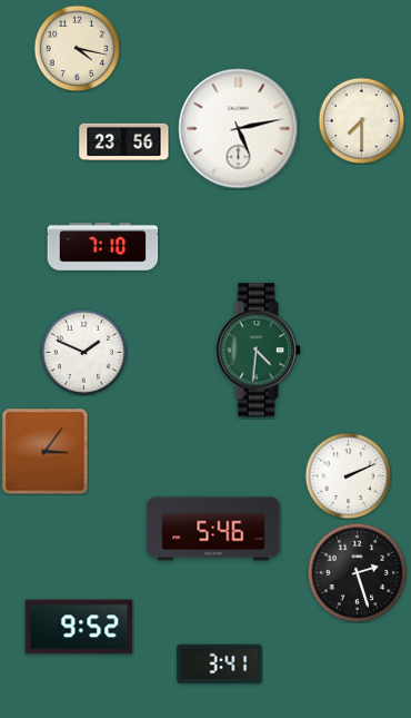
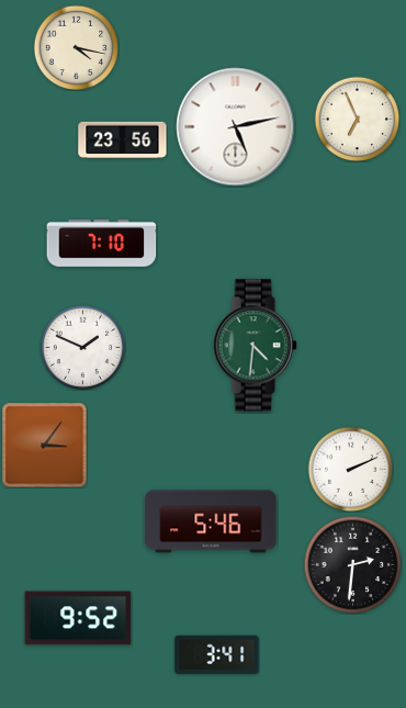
clock at (361, 120): 7:30 -> 6:56
clock at (348, 475) position: (348, 475) -> (350, 469)
clock at (357, 572): 2:27 -> 2:31
